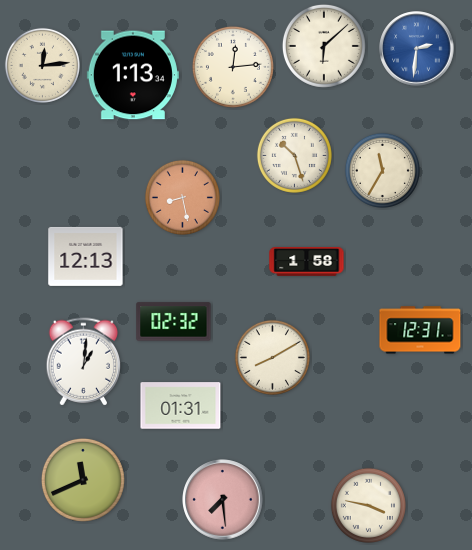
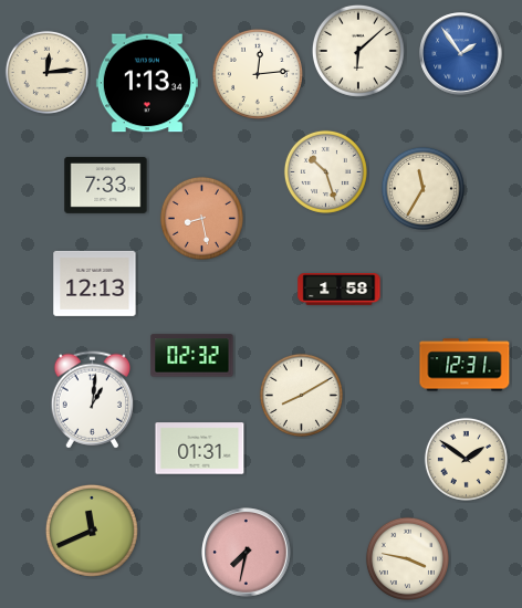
clock at (417, 49): 2:31 -> 1:54
clock at (106, 185): none -> 7:33
clock at (466, 459): none -> 1:51
clock at (223, 500): 7:29 -> 7:32
